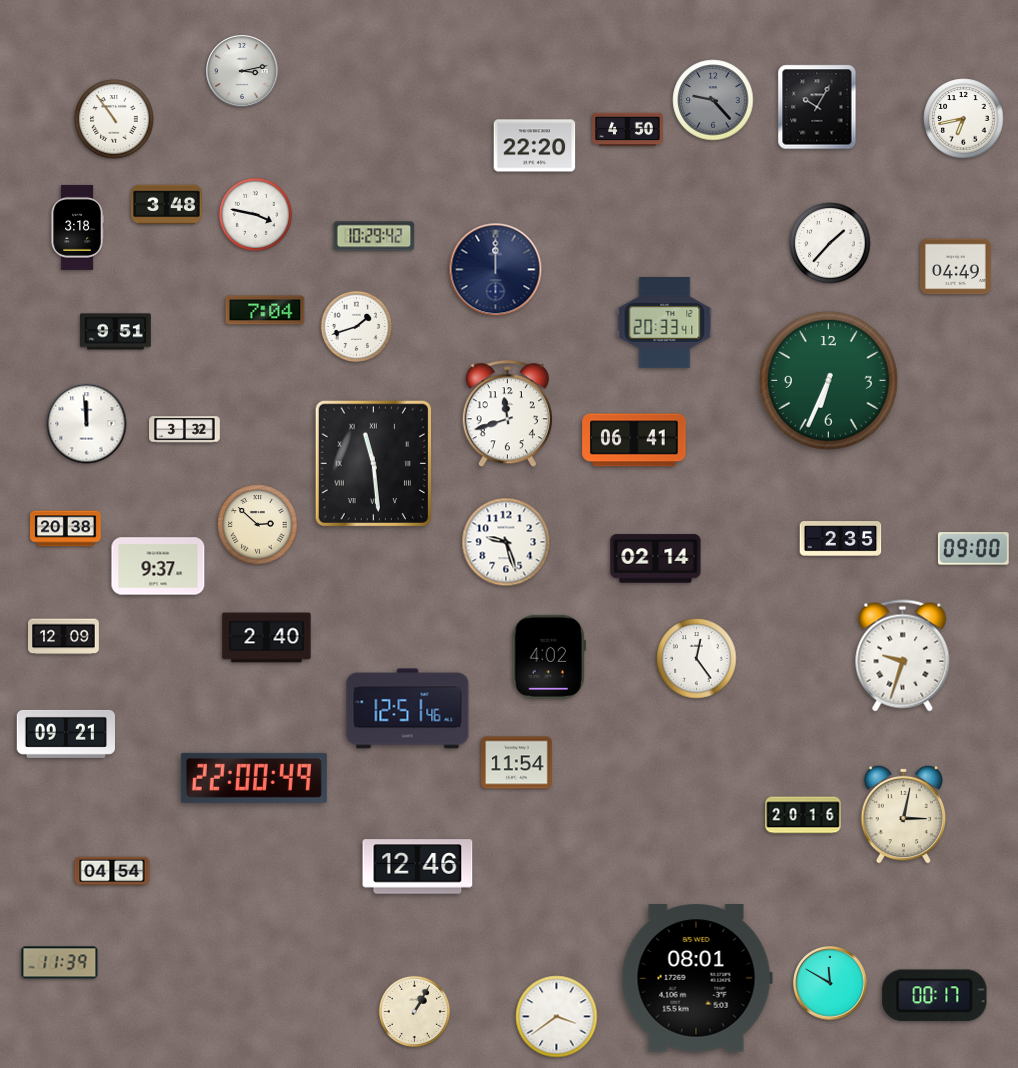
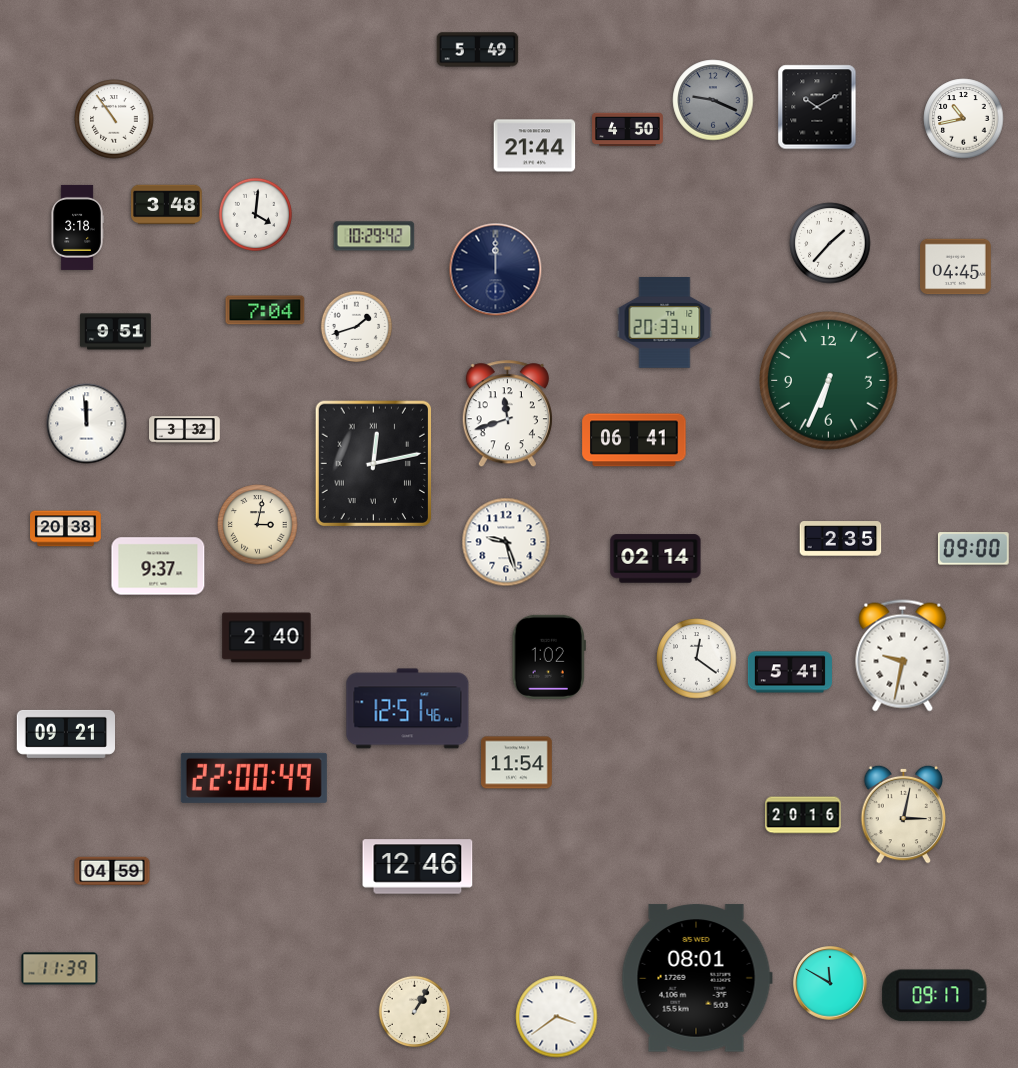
clock at (478, 50): none -> 5:49
clock at (242, 71): 3:13 -> none
clock at (713, 100): 9:23 -> 9:19
clock at (817, 107): 10:05 -> 10:10
clock at (964, 119): 6:43 -> 10:43
clock at (535, 146): 22:20 -> 21:44
clock at (255, 214): 3:47 -> 4:01
clock at (956, 267): 04:49 -> 04:45
clock at (373, 463): 11:29 -> 12:13
clock at (258, 525): 2:52 -> 3:02
clock at (64, 637): 12:09 -> none
clock at (903, 656): 9:33 -> 9:32
clock at (549, 657): 4:02 -> 1:02
clock at (697, 659): 12:24 -> 12:21
clock at (790, 672): none -> 5:41
clock at (112, 871): 04:54 -> 04:59
clock at (60, 963) position: (60, 963) -> (60, 969)
clock at (935, 996): 00:17 -> 09:17
